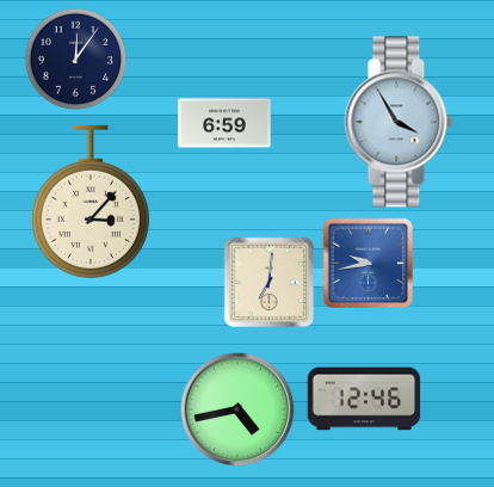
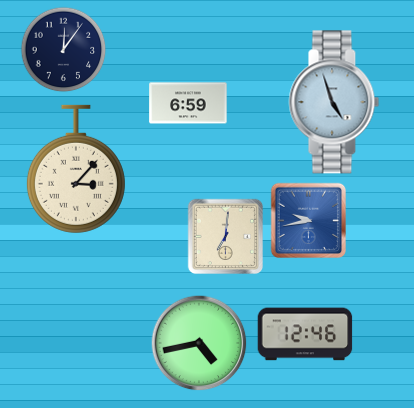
clock at (399, 122): 3:55 -> 4:57
